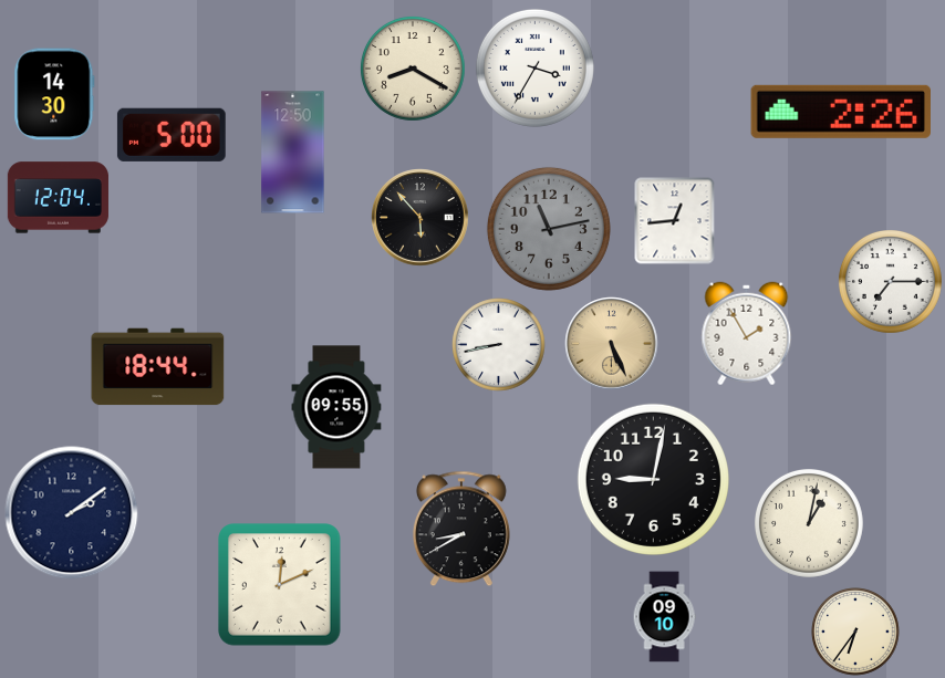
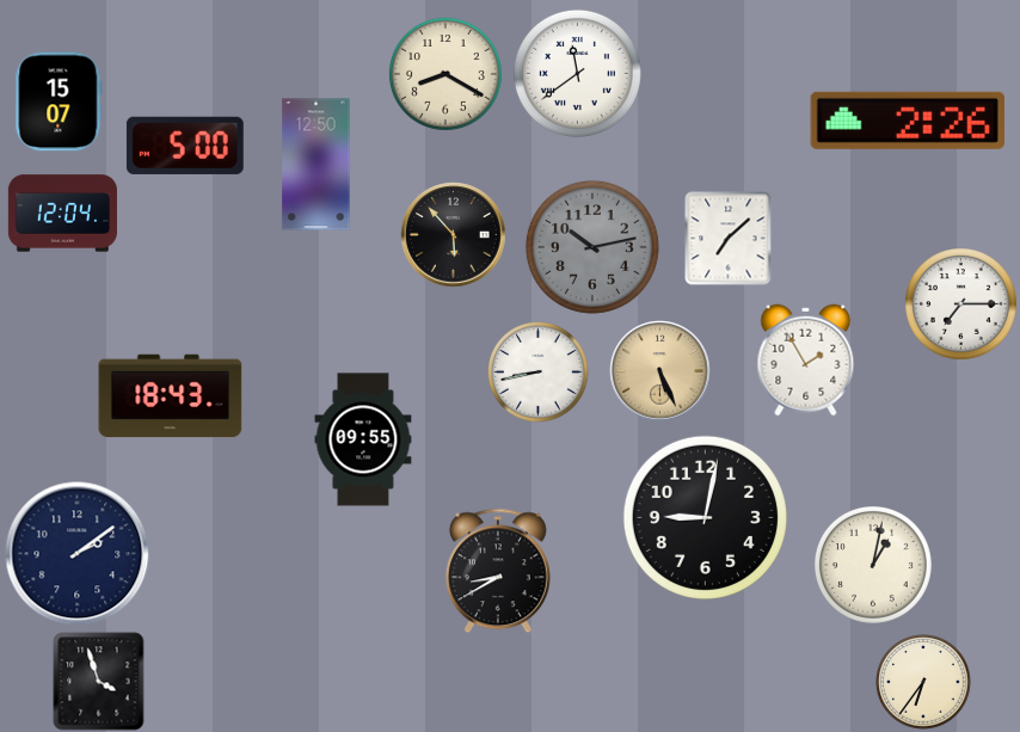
clock at (534, 67): 3:35 -> 11:39
clock at (54, 94): 14:30 -> 15:07
clock at (675, 221): 12:44 -> 7:08
clock at (549, 229): 11:13 -> 10:13
clock at (158, 367): 18:44 -> 18:43
clock at (280, 585): 12:11 -> none
clock at (664, 617): 09:10 -> none
clock at (99, 682): none -> 3:57
